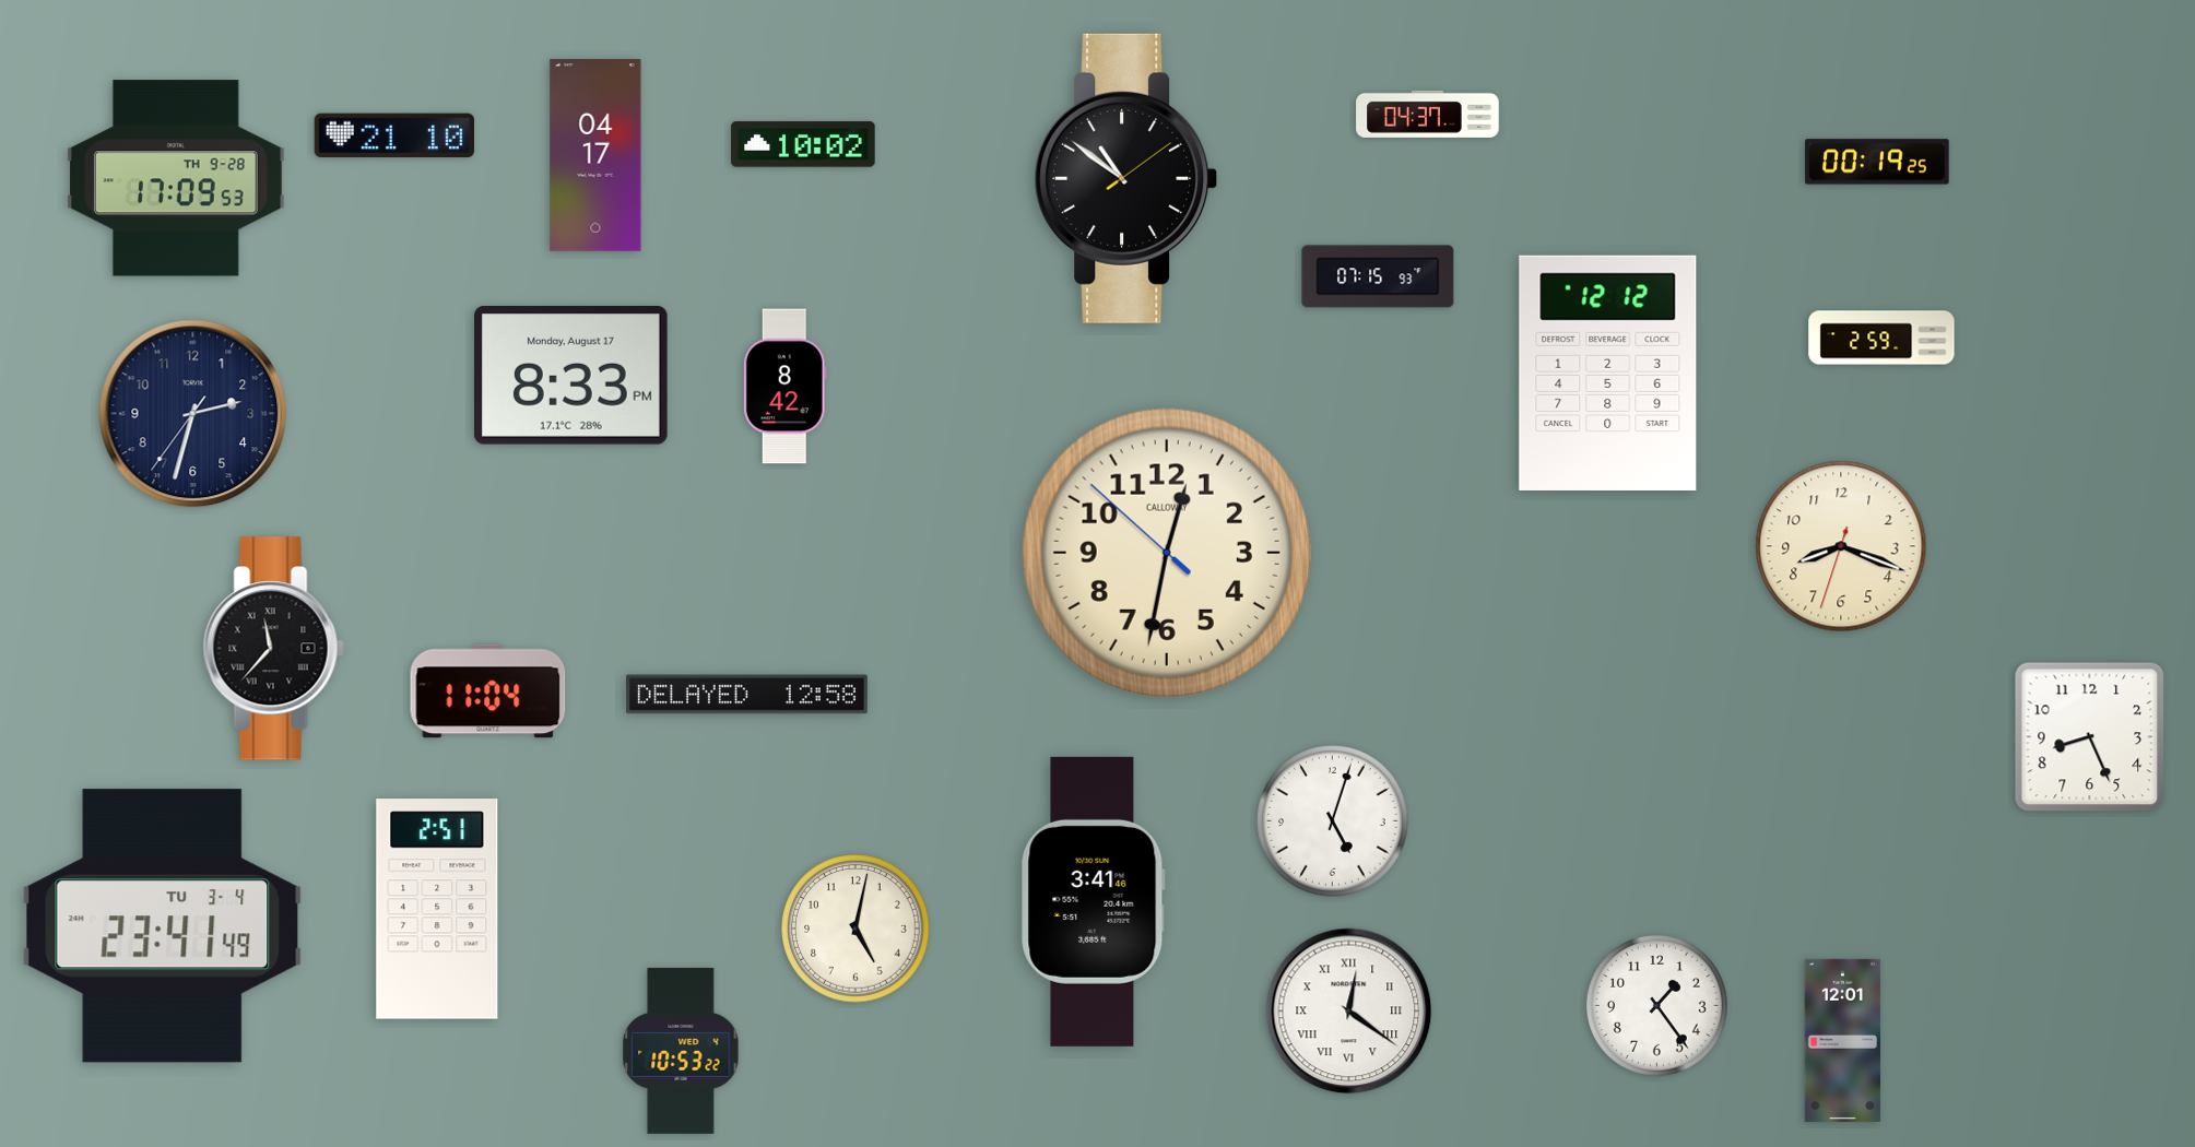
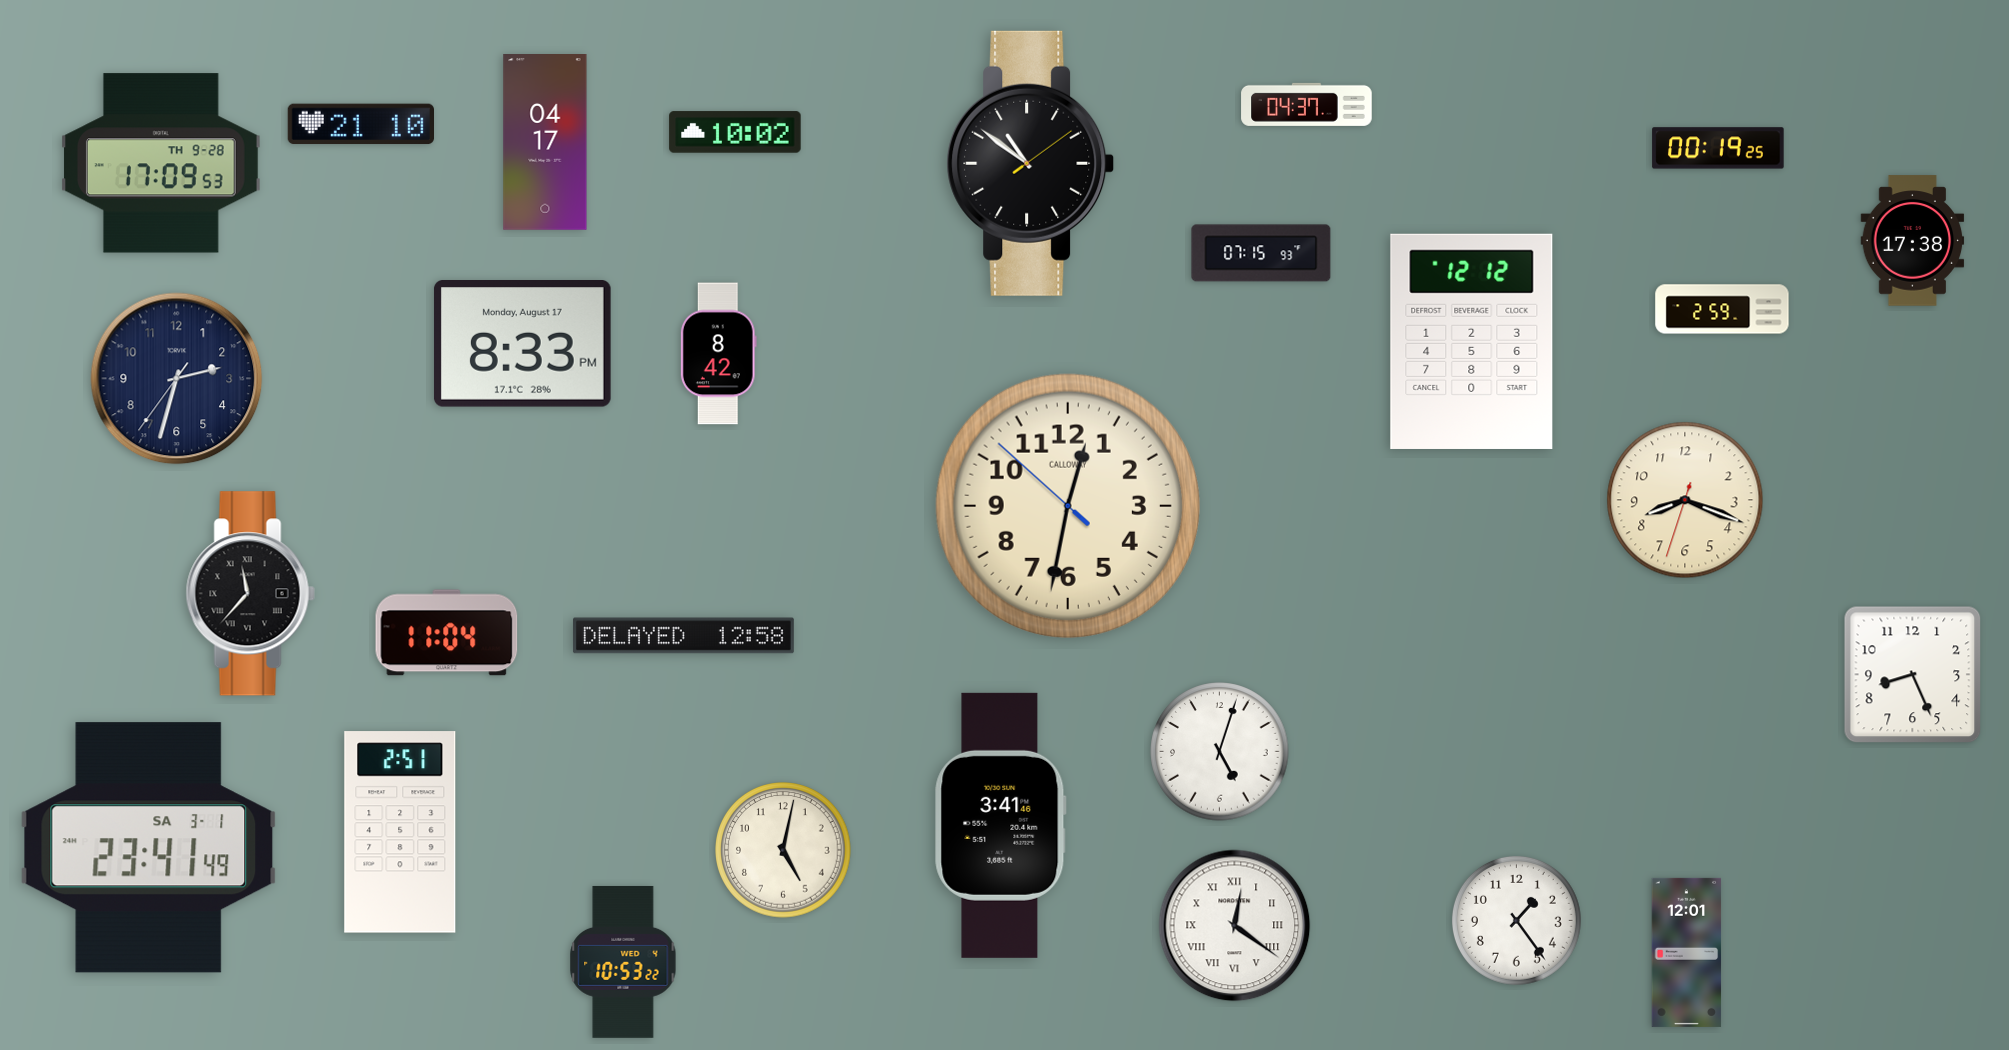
clock at (1913, 241): none -> 17:38
clock at (163, 926) date: TU 3-4 -> SA 3-1
